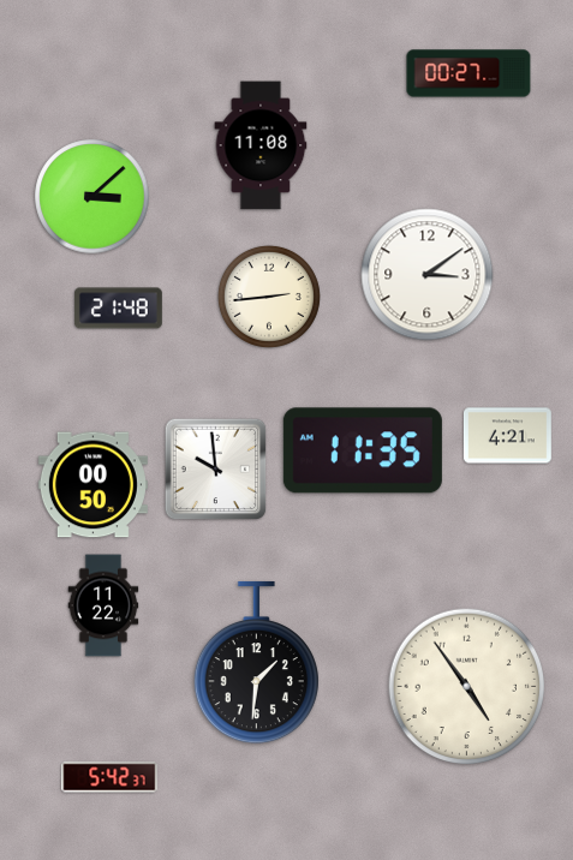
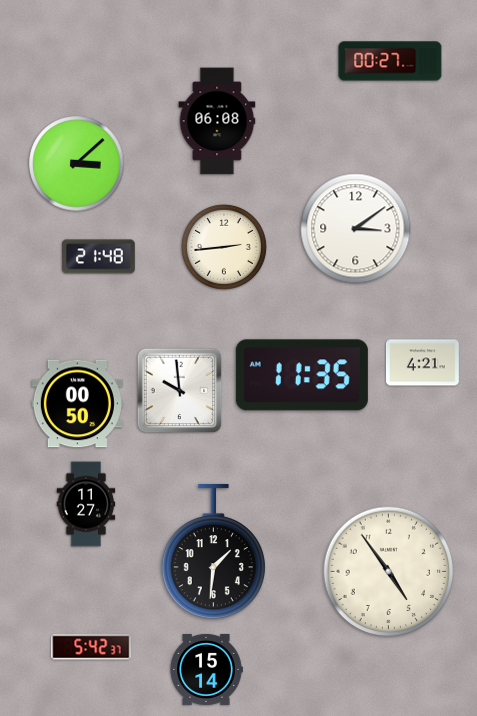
clock at (261, 145): 11:08 -> 06:08
clock at (103, 605): 11:22 -> 11:27
clock at (206, 669): none -> 15:14
